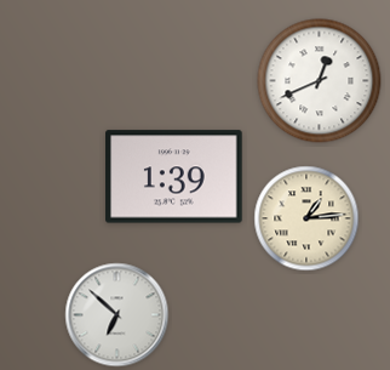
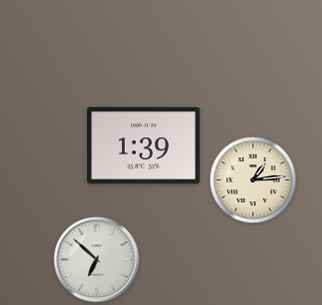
clock at (320, 81): 12:41 -> none
